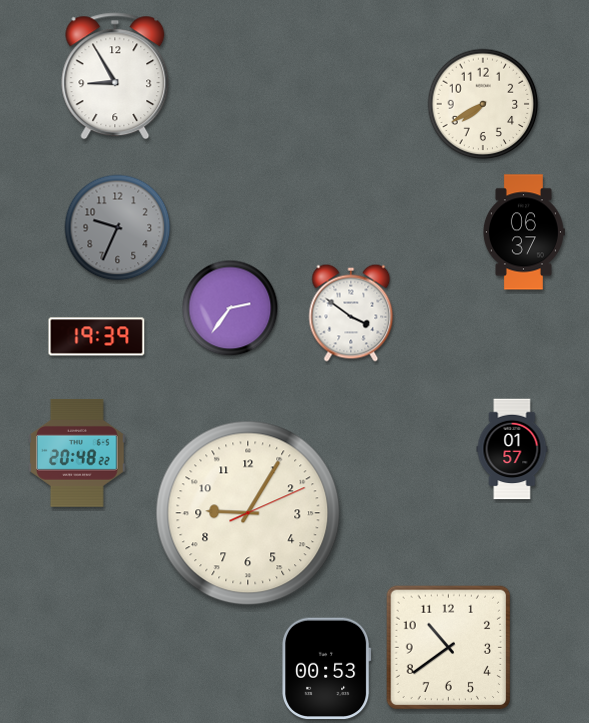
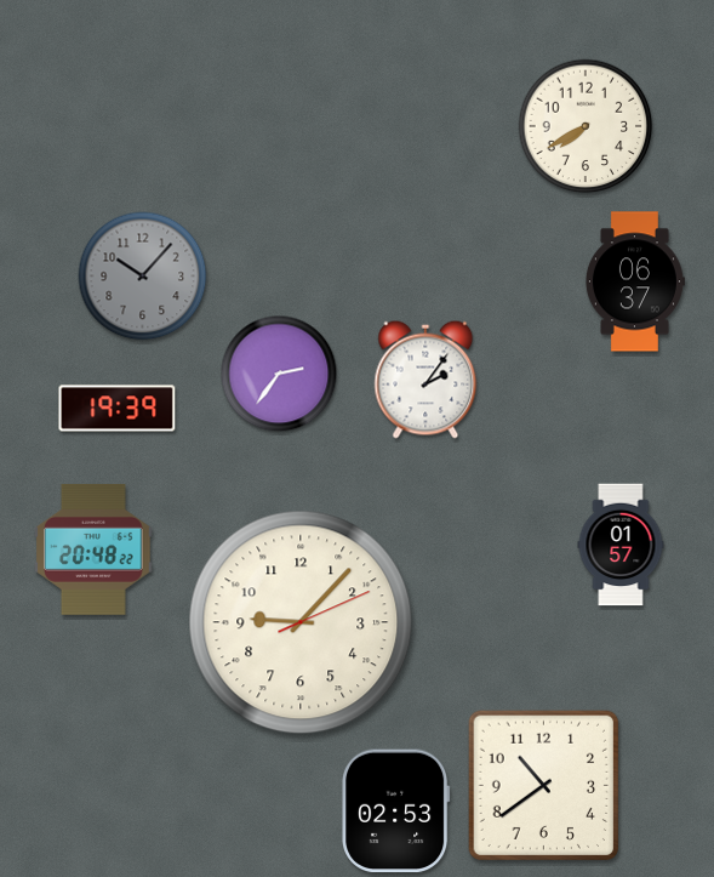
clock at (115, 76): 8:55 -> none
clock at (118, 228): 9:34 -> 10:07
clock at (351, 313): 3:51 -> 2:06
clock at (248, 513): 9:05 -> 9:07
clock at (327, 669): 00:53 -> 02:53
